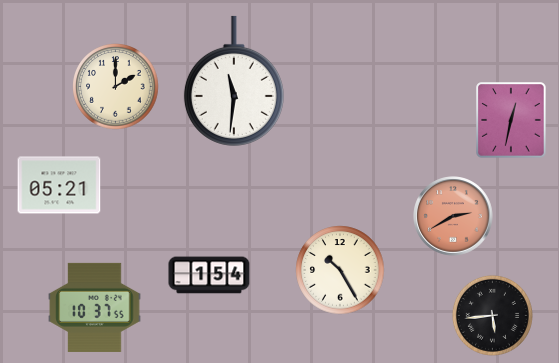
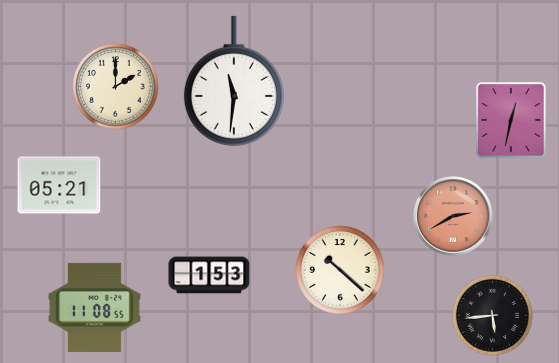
clock at (340, 270): 10:25 -> 10:22
clock at (209, 275): 1:54 -> 1:53
clock at (95, 307): 10:37 -> 11:08
